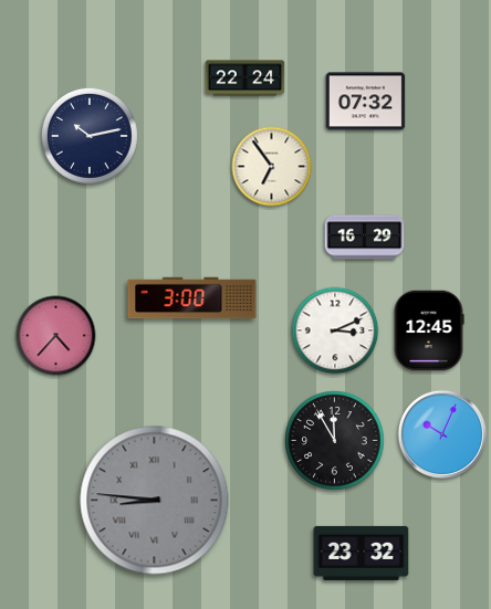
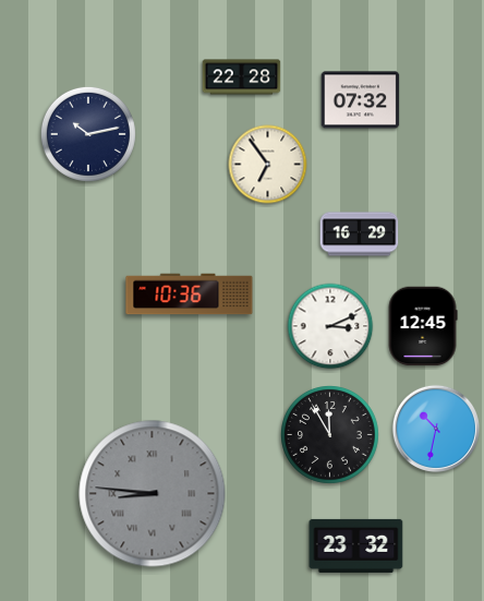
clock at (245, 78): 22:24 -> 22:28
clock at (192, 298): 3:00 -> 10:36
clock at (56, 336): 4:37 -> none
clock at (441, 433): 10:04 -> 10:32
